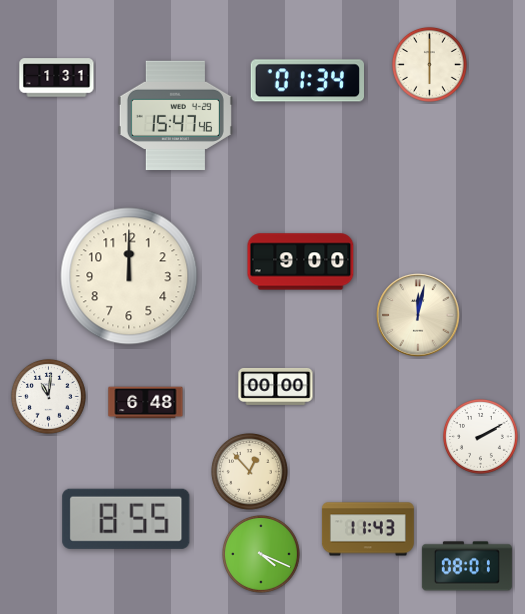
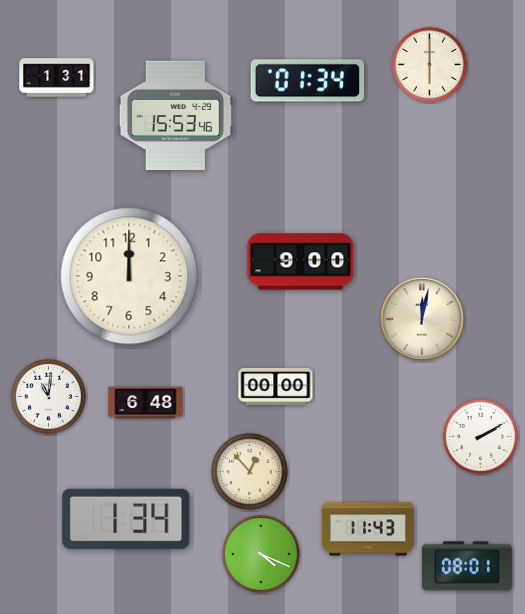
clock at (175, 116): 15:47 -> 15:53
clock at (418, 315) position: (418, 315) -> (422, 319)
clock at (126, 519): 8:55 -> 1:34
